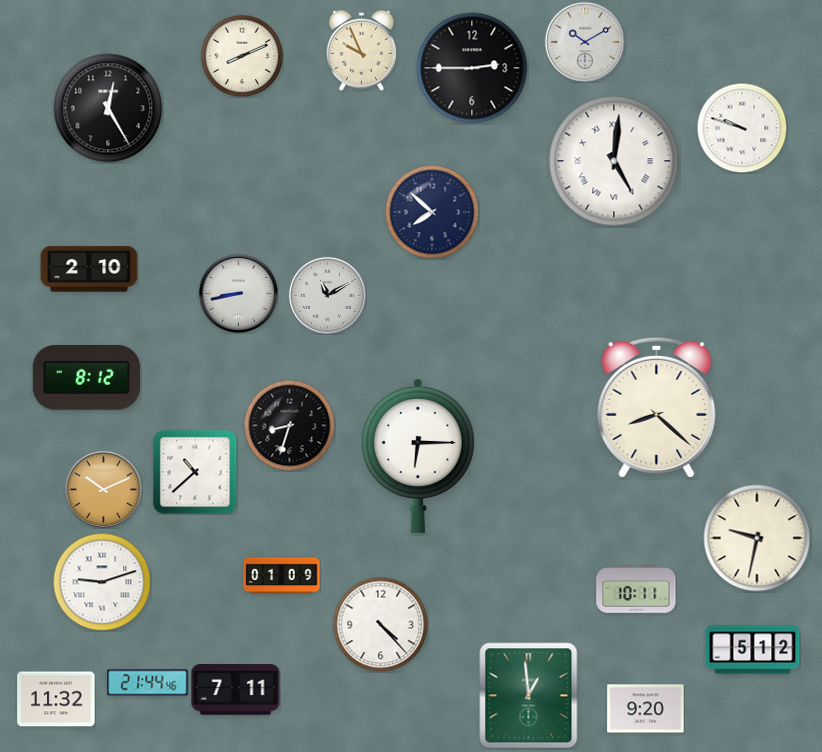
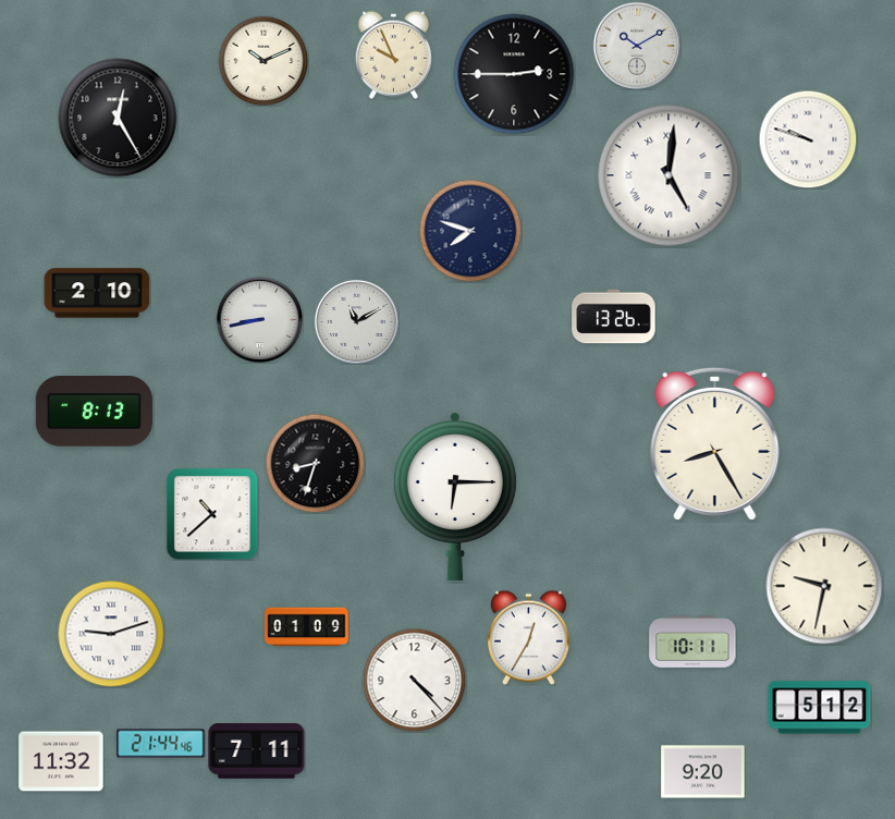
clock at (242, 56): 8:11 -> 10:11
clock at (432, 212): 7:52 -> 7:48
clock at (614, 317): none -> 13:26
clock at (86, 378): 8:12 -> 8:13
clock at (657, 407): 8:22 -> 8:25
clock at (103, 489): 10:11 -> none
clock at (528, 637): none -> 12:35
clock at (529, 696): 12:59 -> none
